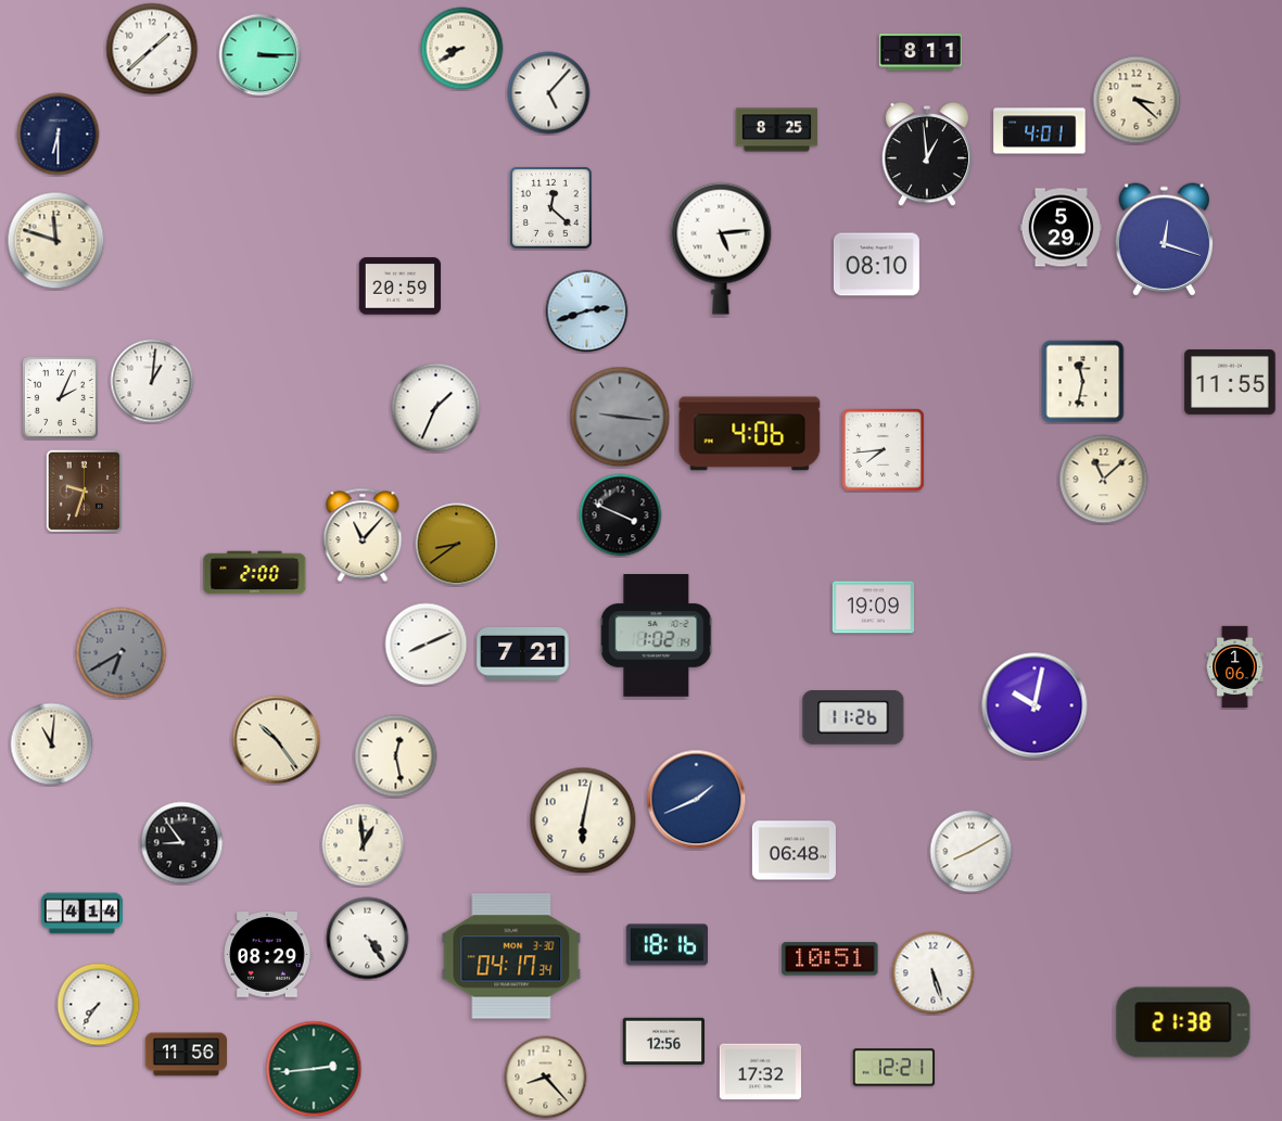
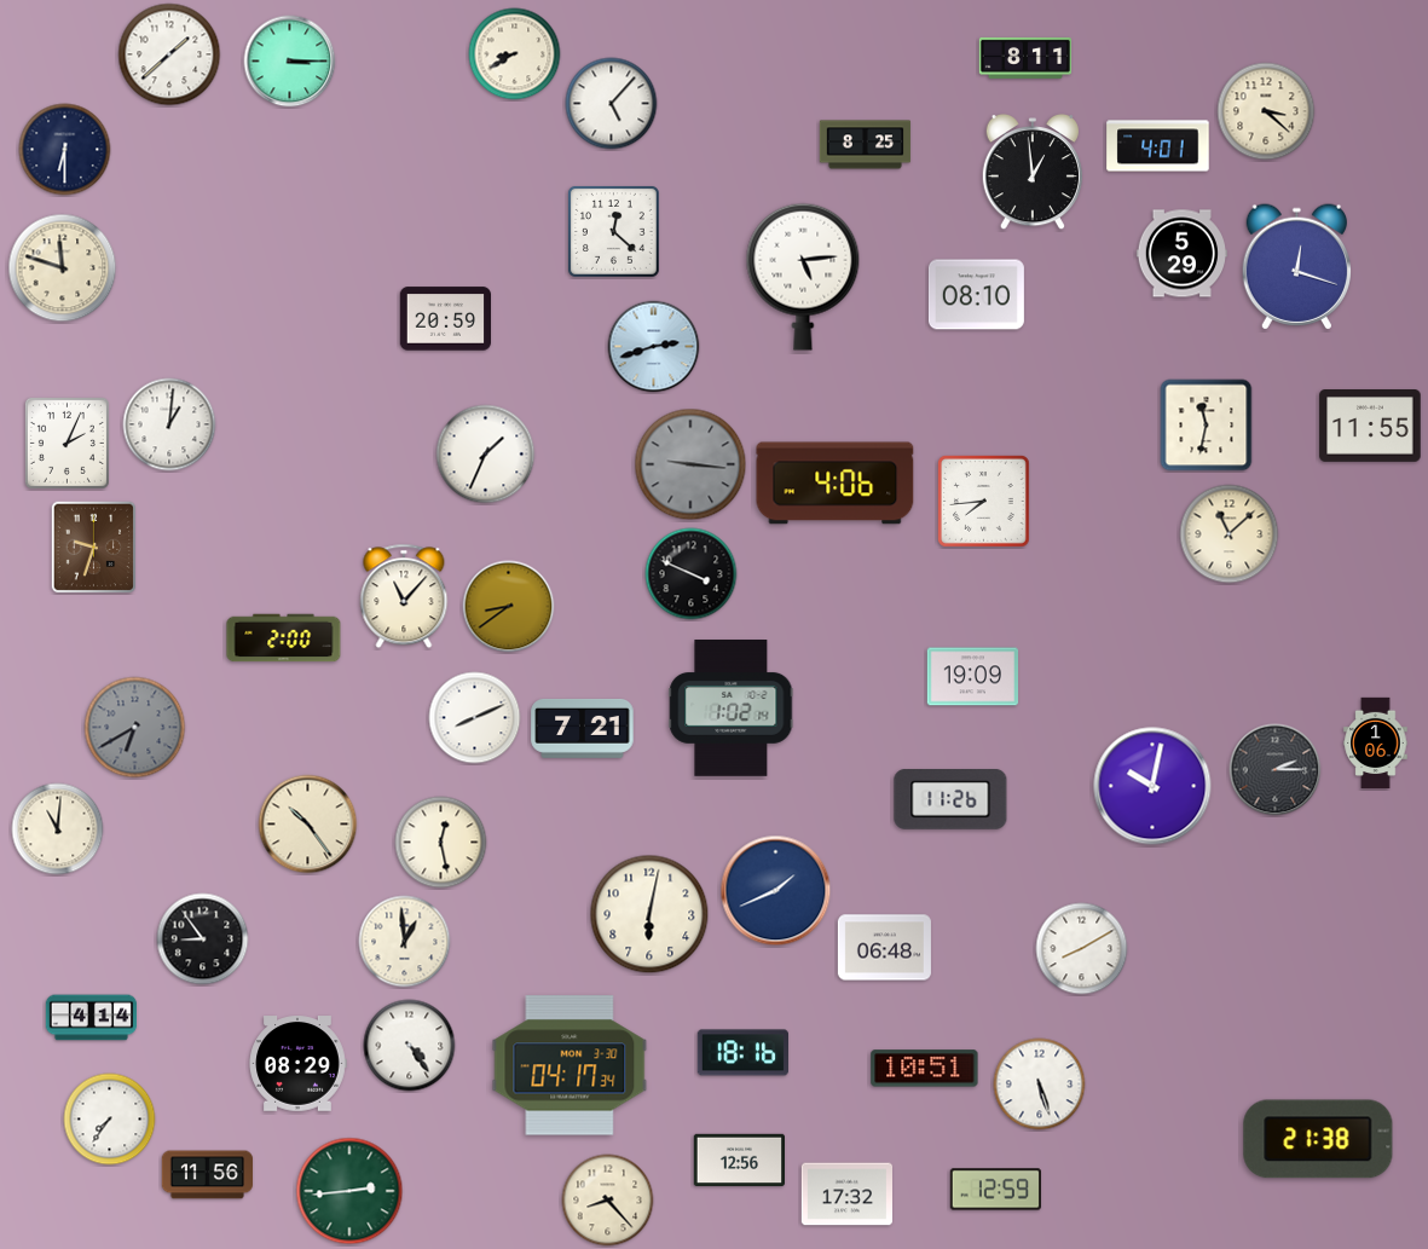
clock at (1276, 770): none -> 2:15
clock at (893, 1068): 12:21 -> 12:59
